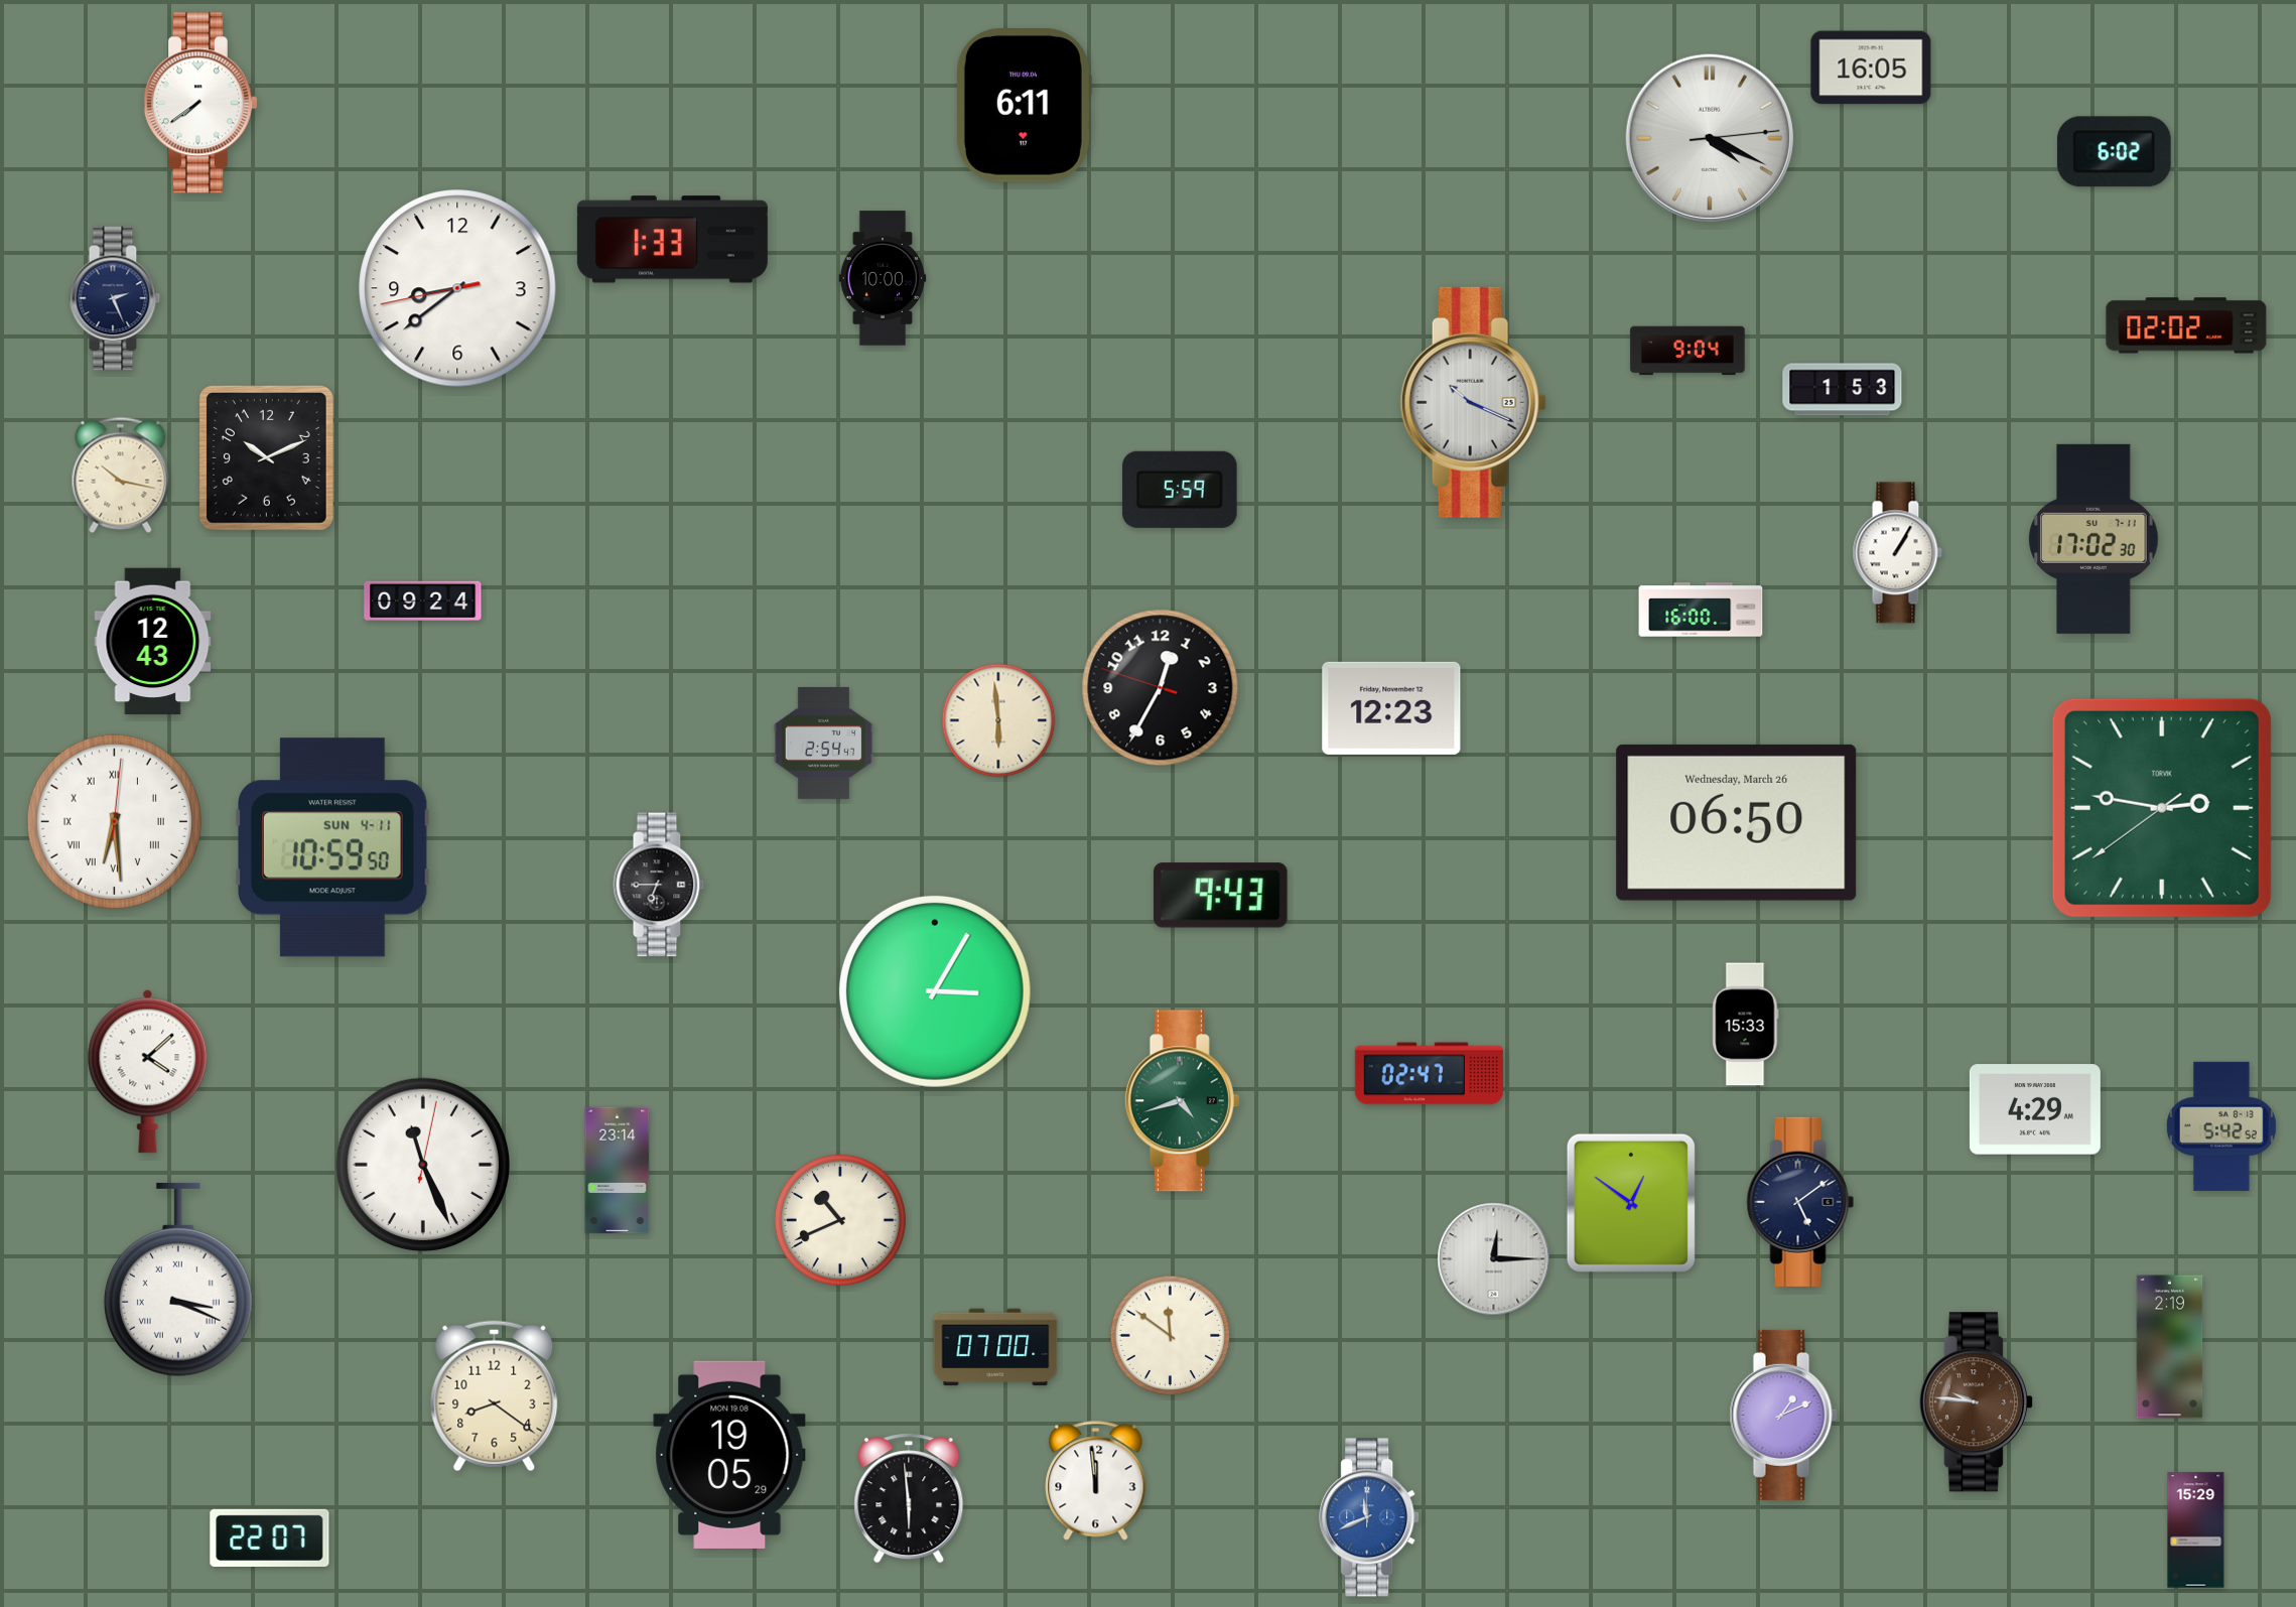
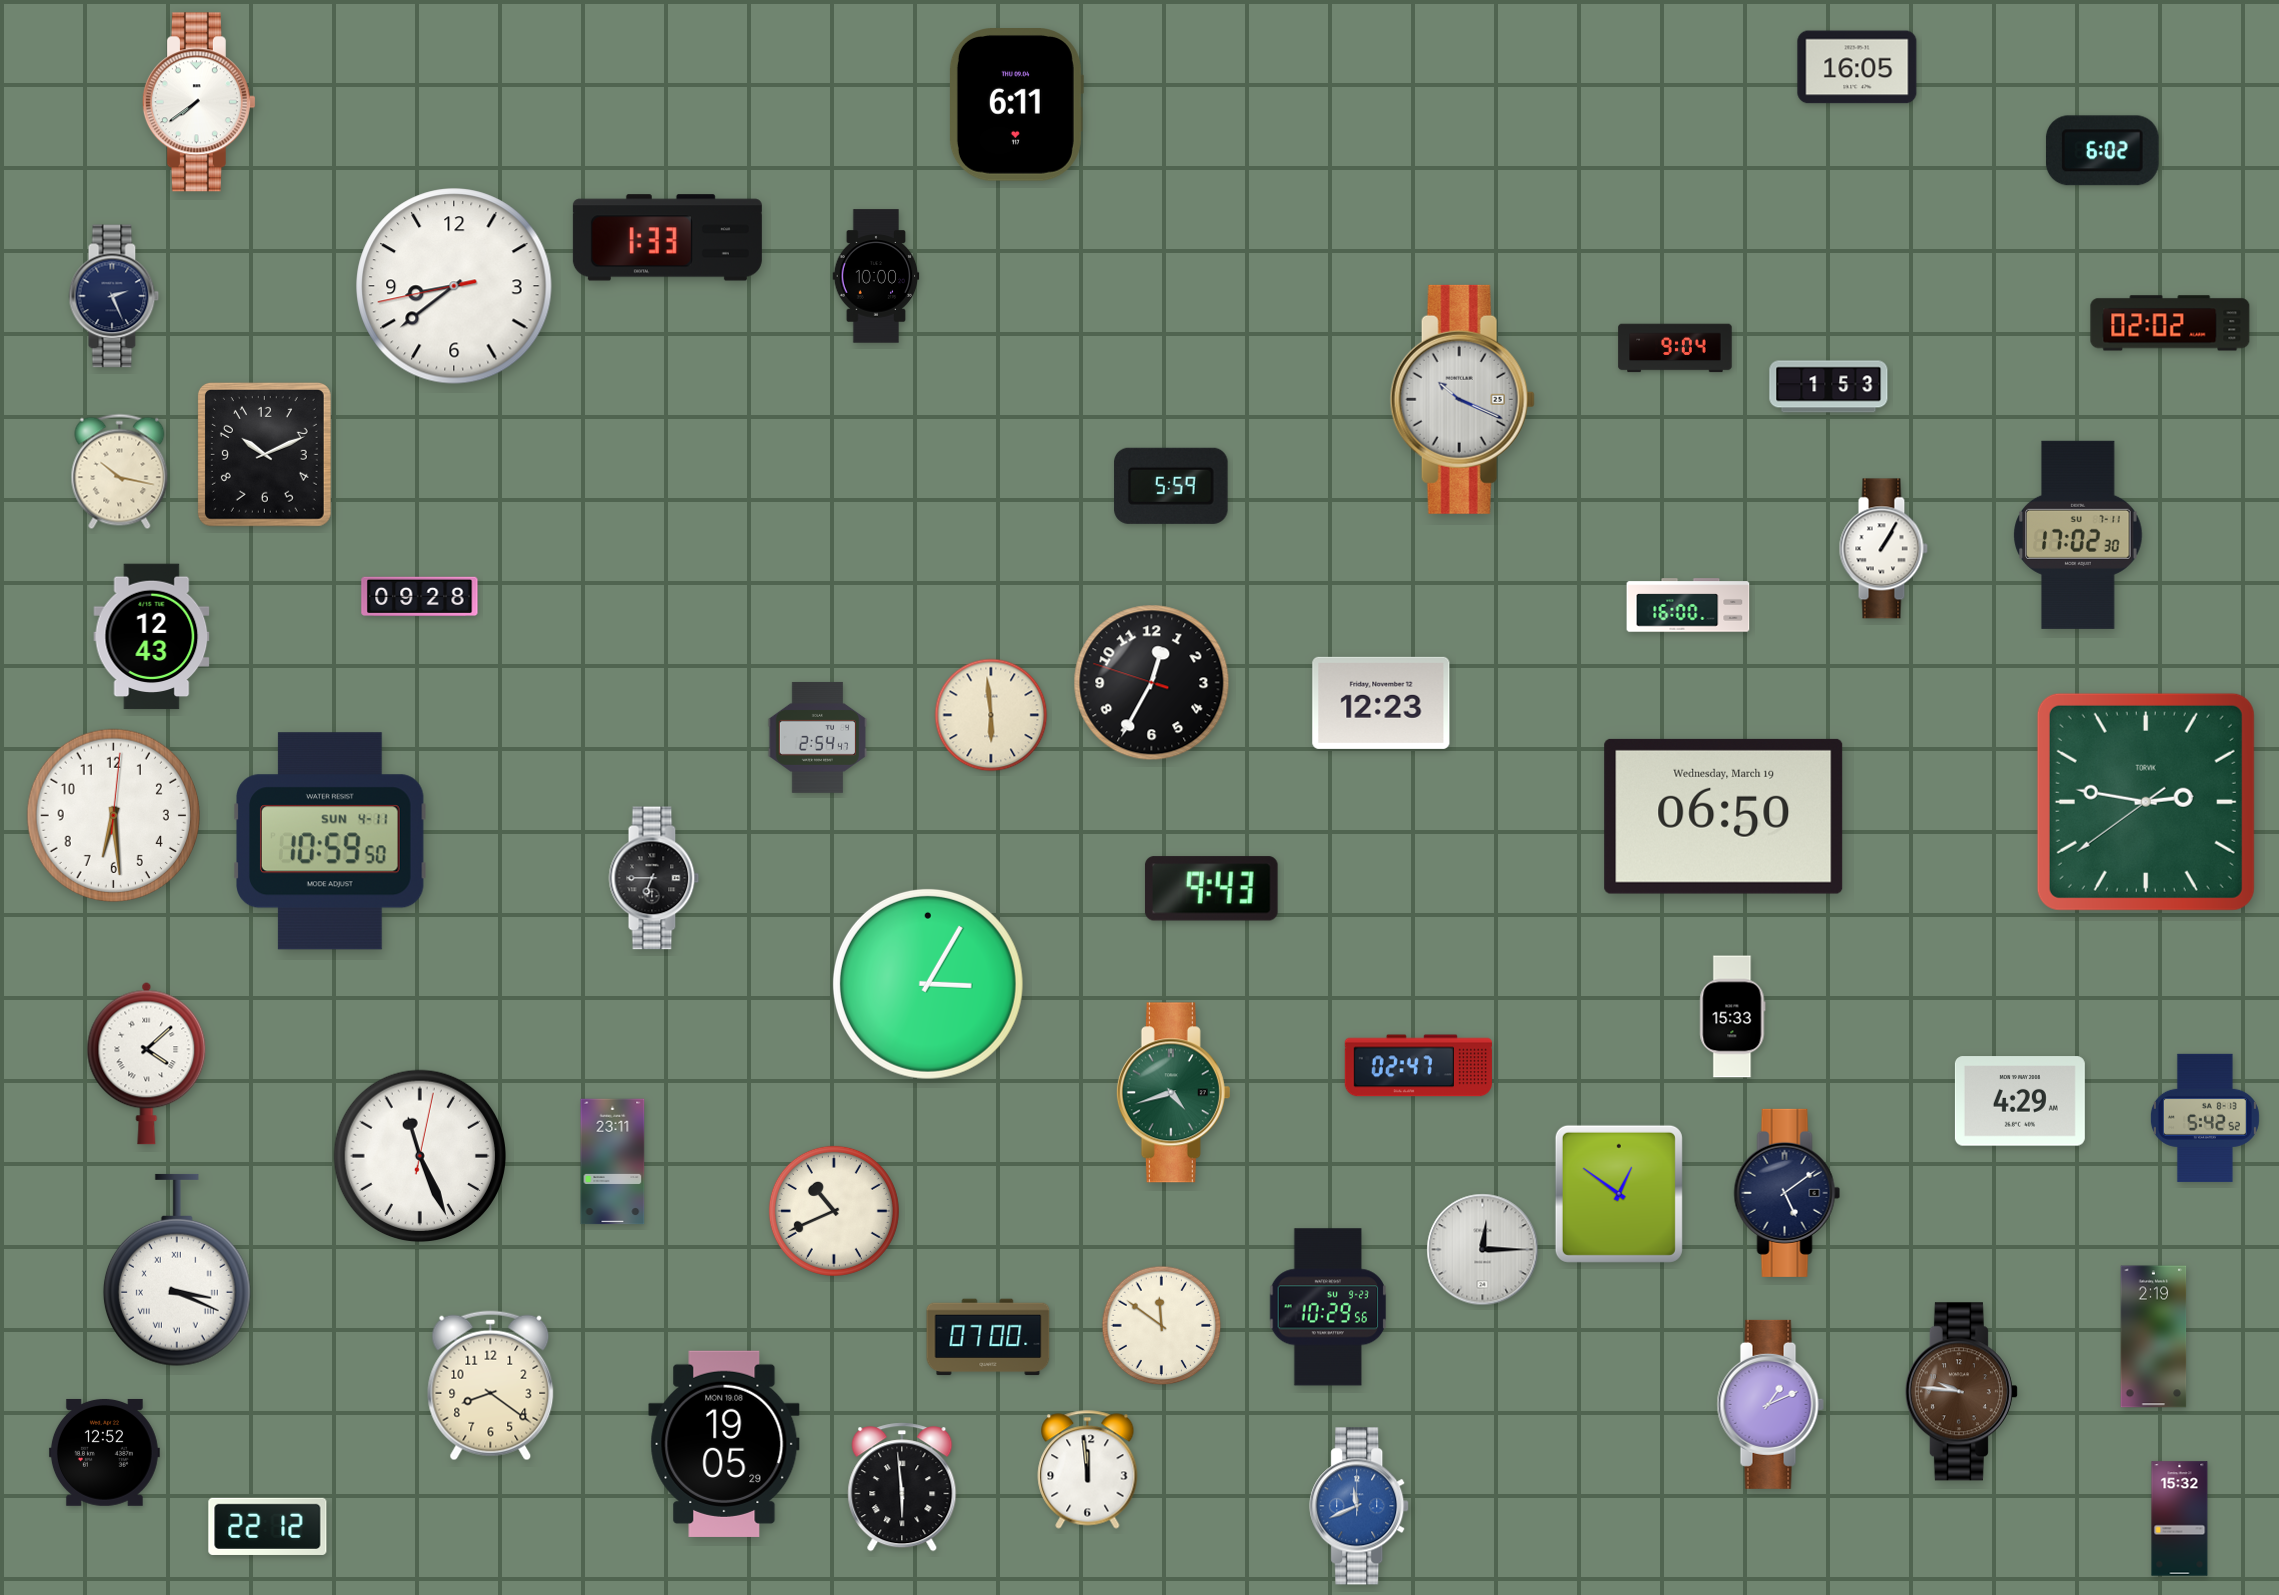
clock at (1709, 137): 4:19 -> none
clock at (2114, 152) position: (2114, 152) -> (2102, 151)
clock at (423, 601): 09:24 -> 09:28
clock at (114, 821) numerals: Roman -> Arabic
clock at (1737, 822) date: Wednesday, March 26 -> Wednesday, March 19
clock at (618, 1171): 23:14 -> 23:11
clock at (1328, 1307): none -> 10:29
clock at (104, 1452): none -> 12:52
clock at (2196, 1530): 15:29 -> 15:32
clock at (270, 1537): 22:07 -> 22:12
